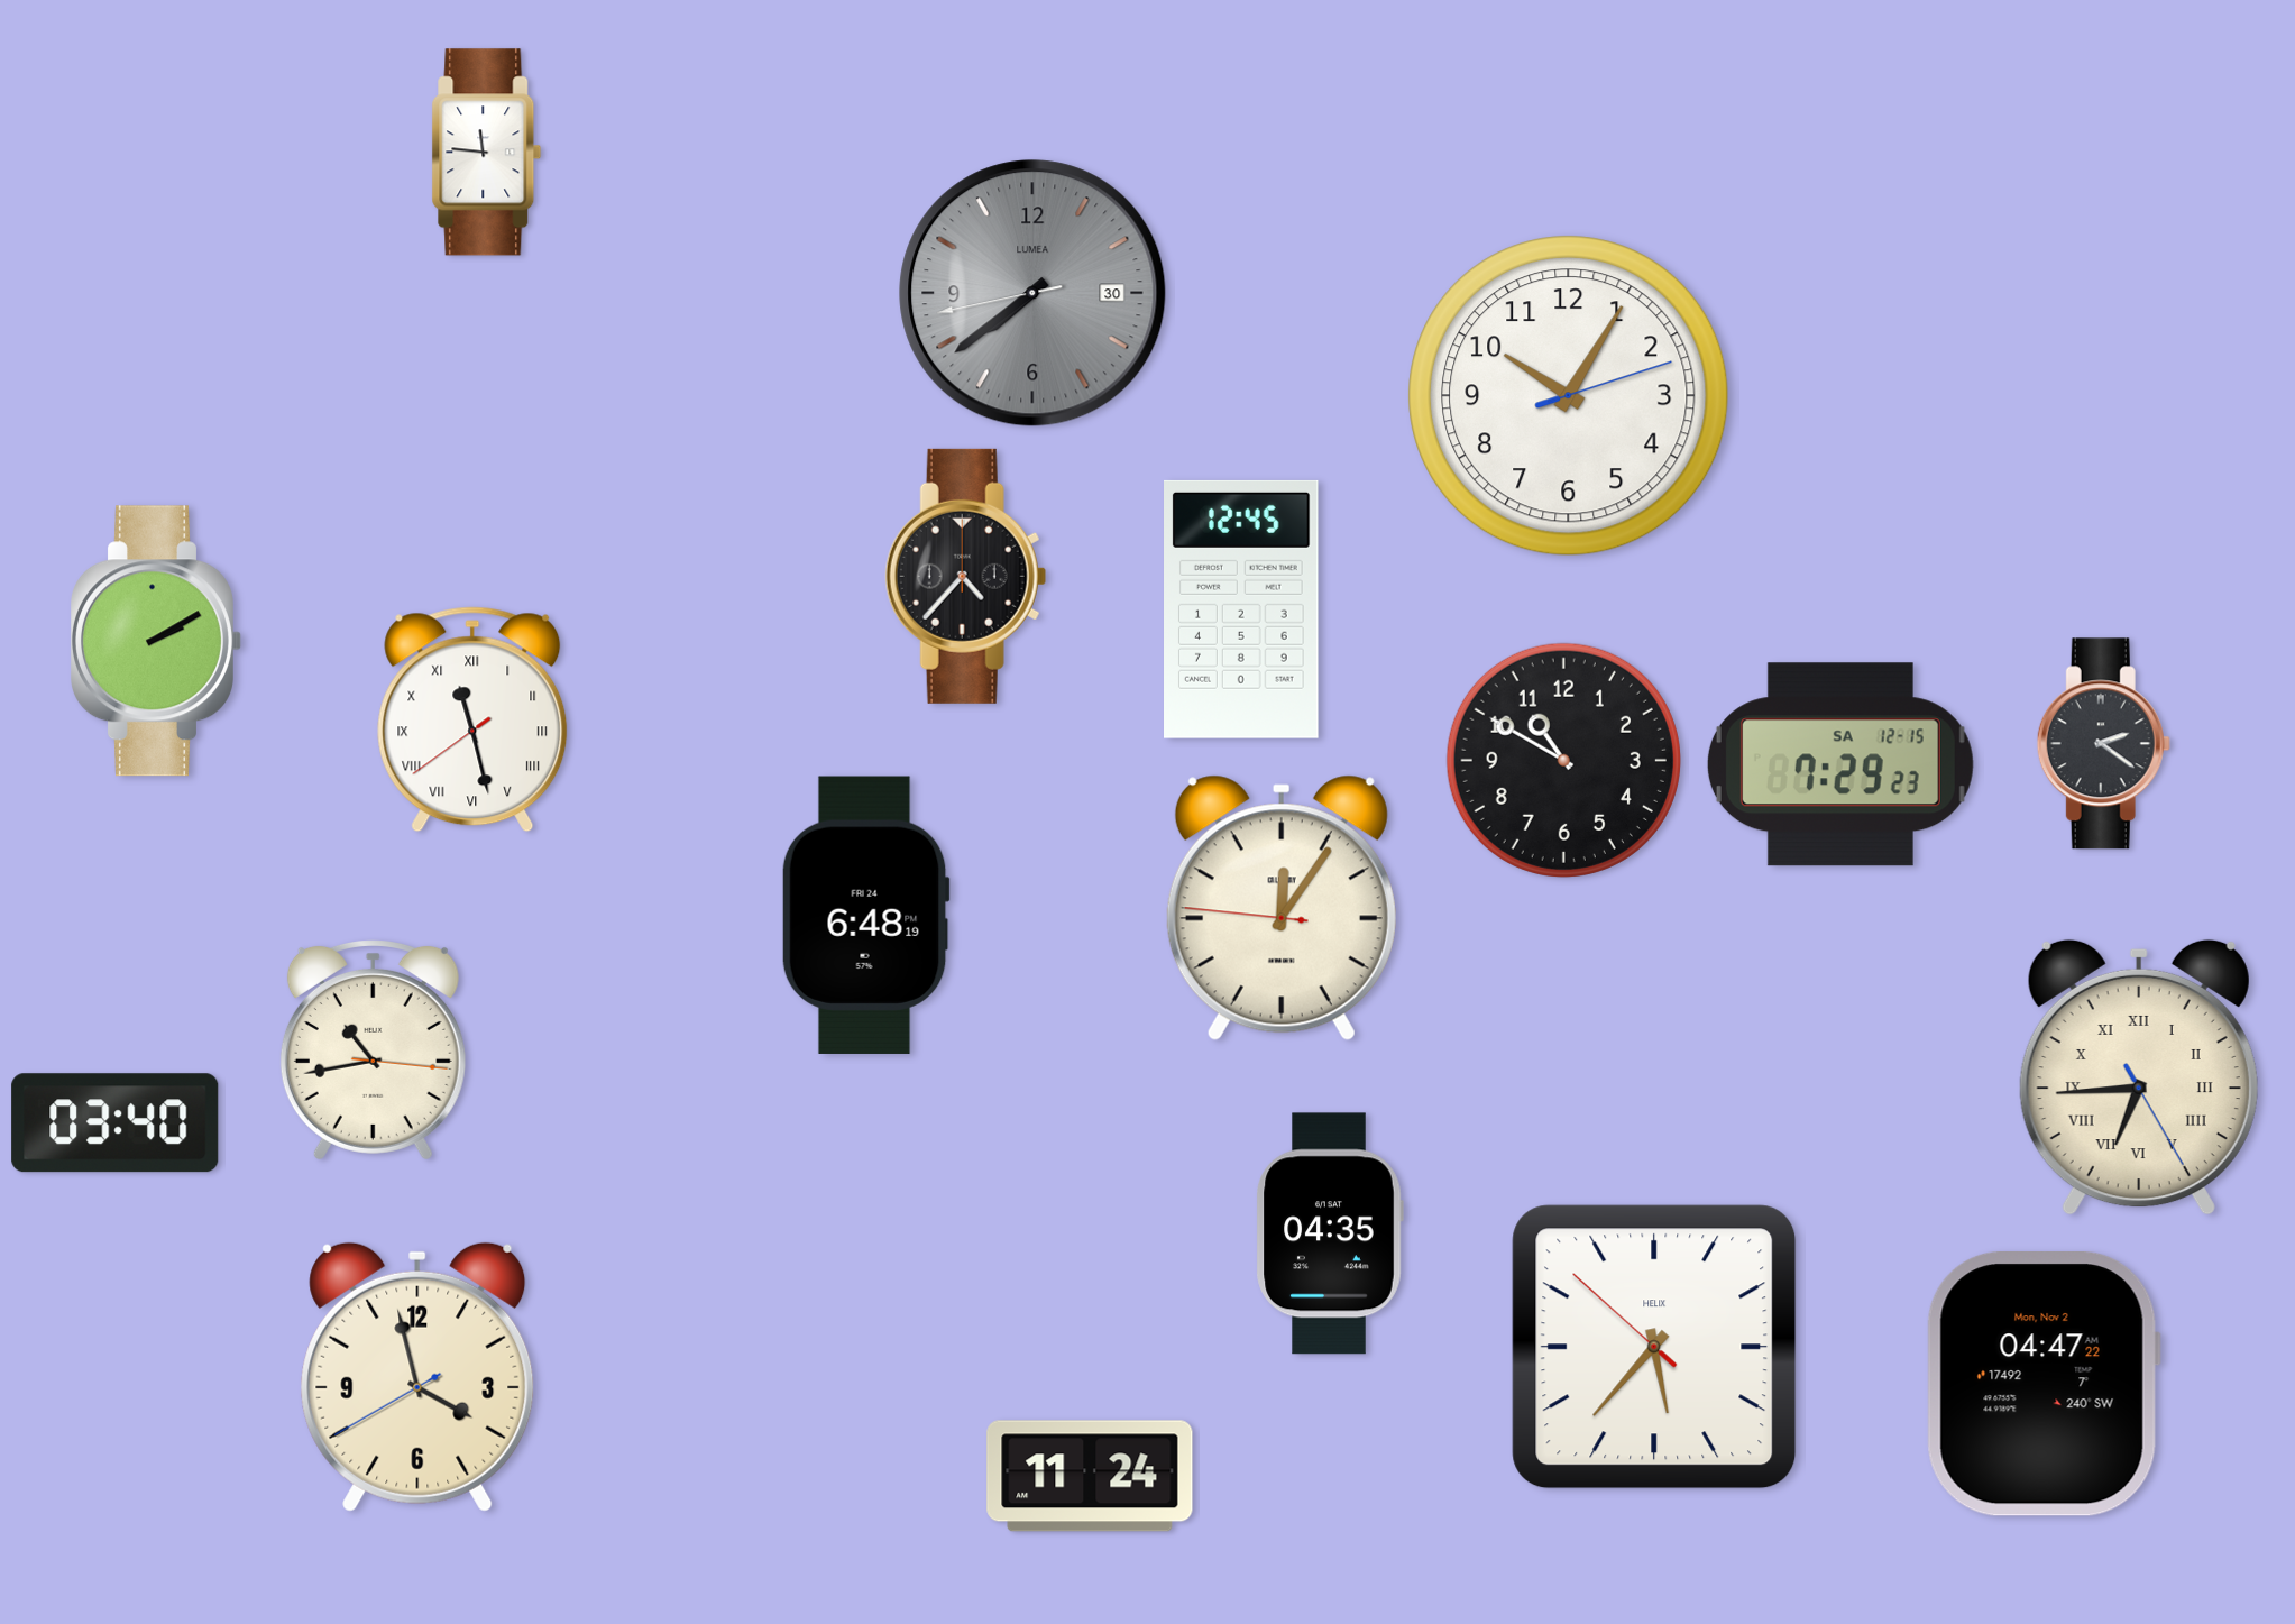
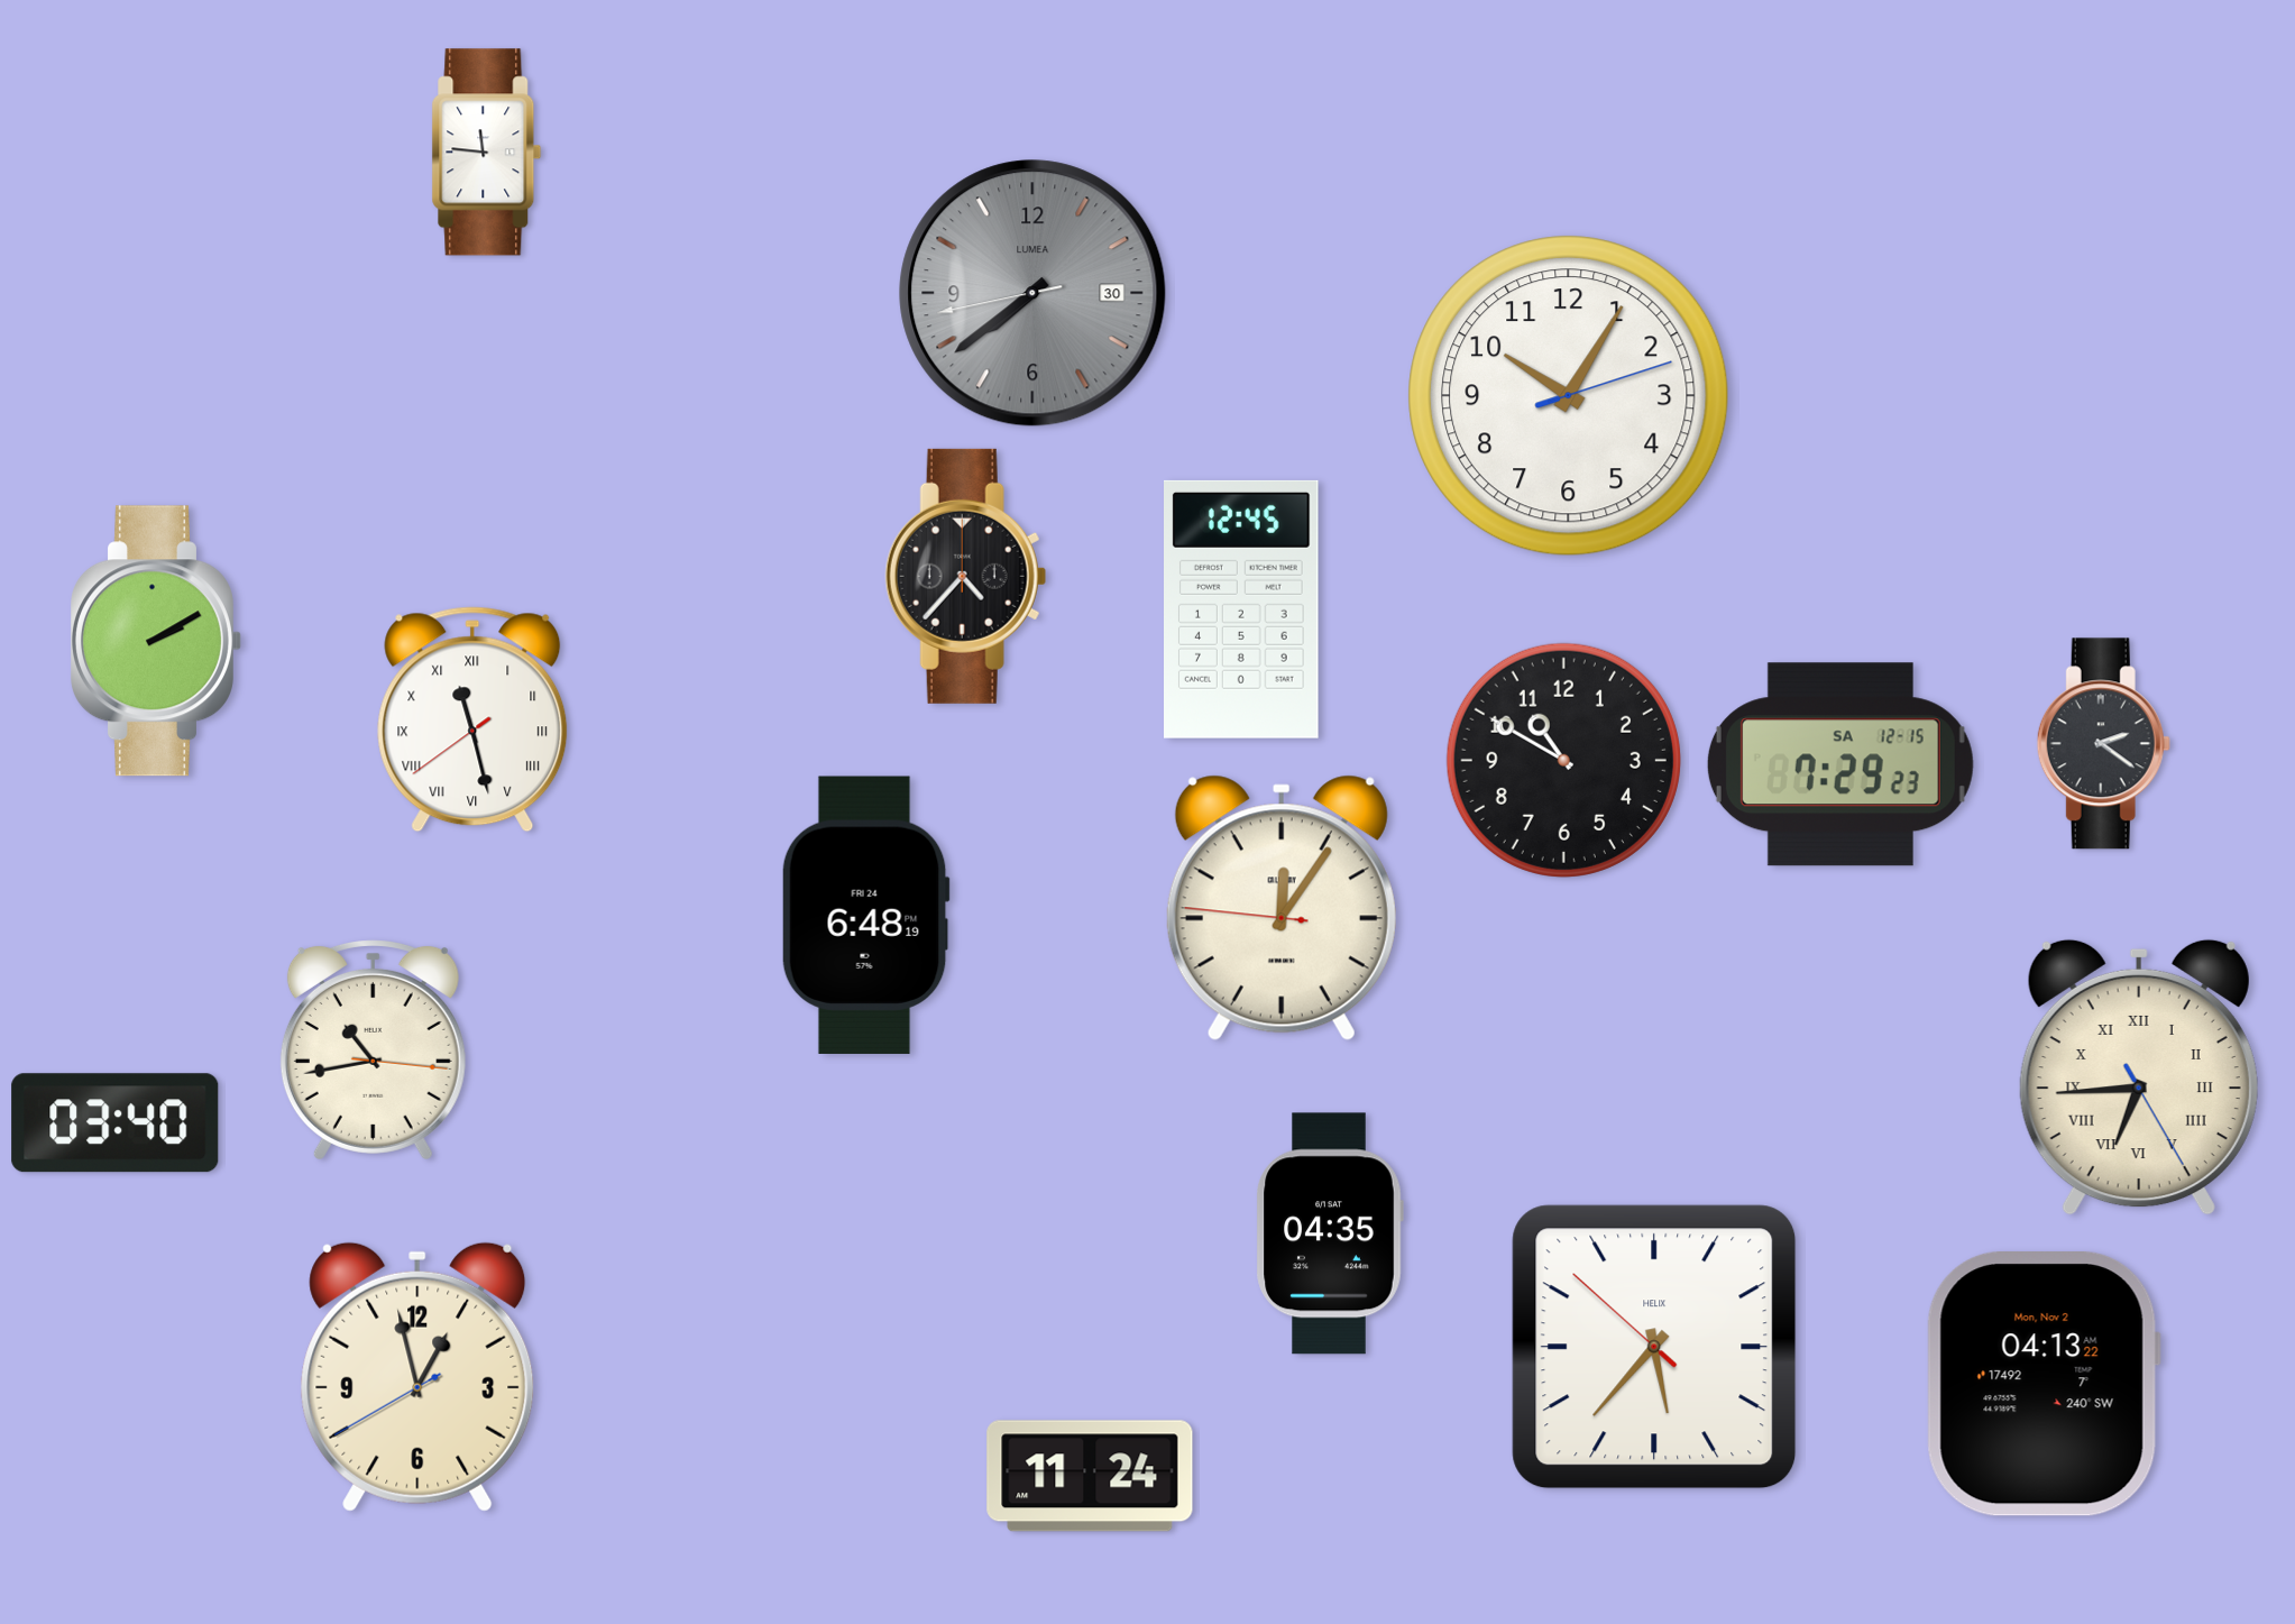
clock at (417, 1377): 3:57 -> 12:57
clock at (2044, 1385): 04:47 -> 04:13
